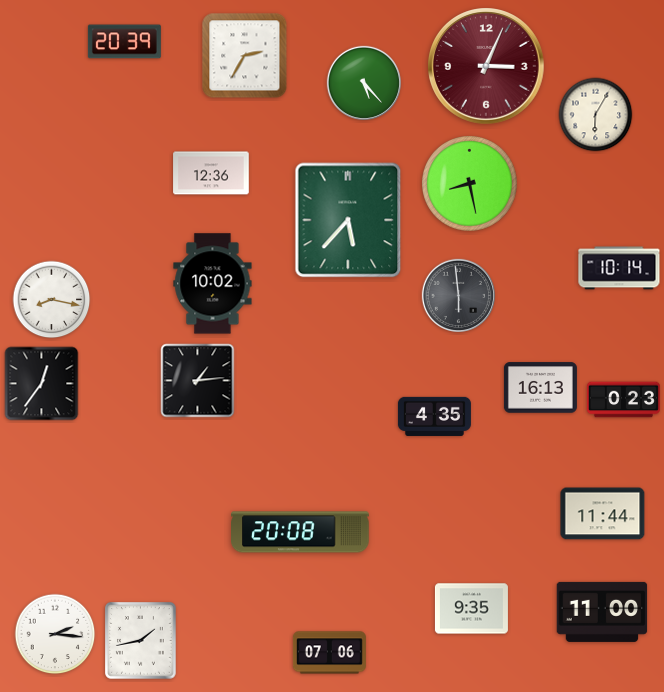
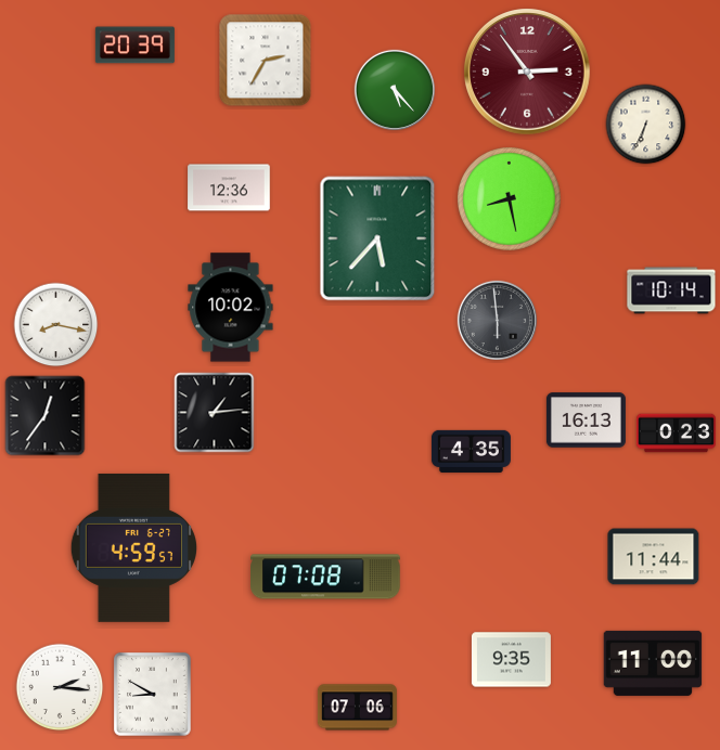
clock at (486, 66): 3:04 -> 2:54
clock at (596, 115): 6:05 -> 6:34
clock at (133, 547): none -> 4:59
clock at (301, 532): 20:08 -> 07:08
clock at (141, 641): 1:43 -> 8:50
